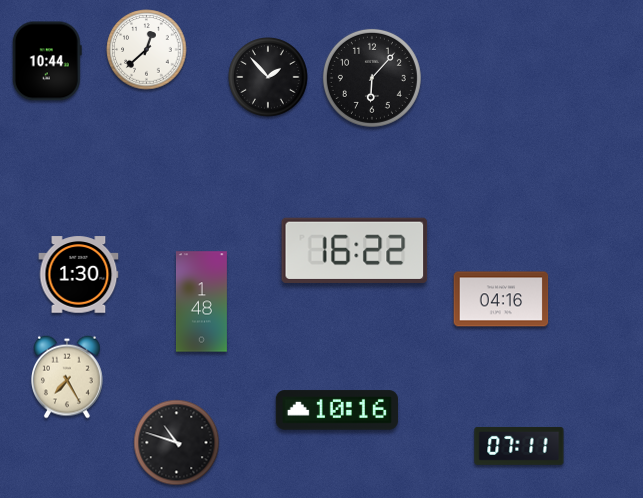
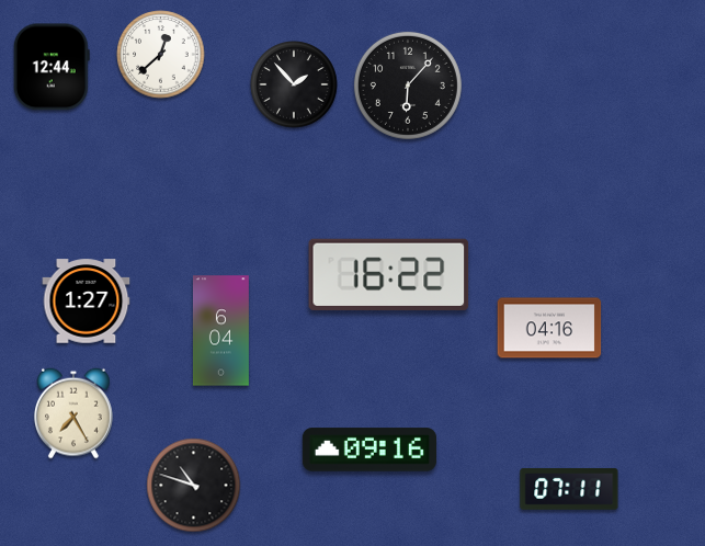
clock at (47, 61): 10:44 -> 12:44
clock at (79, 275): 1:30 -> 1:27
clock at (201, 302): 1:48 -> 6:04
clock at (337, 410): 10:16 -> 09:16
